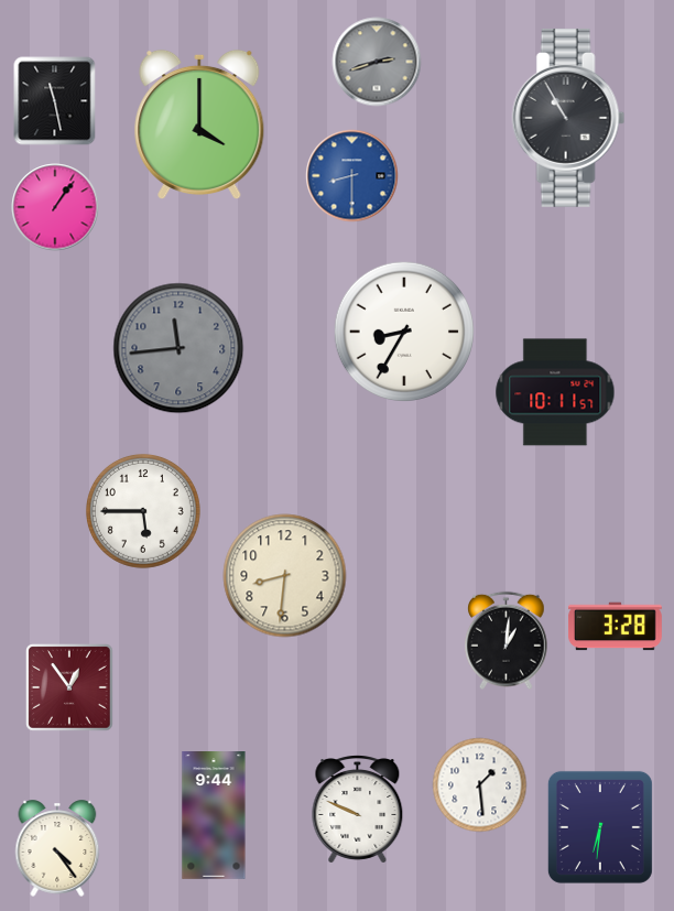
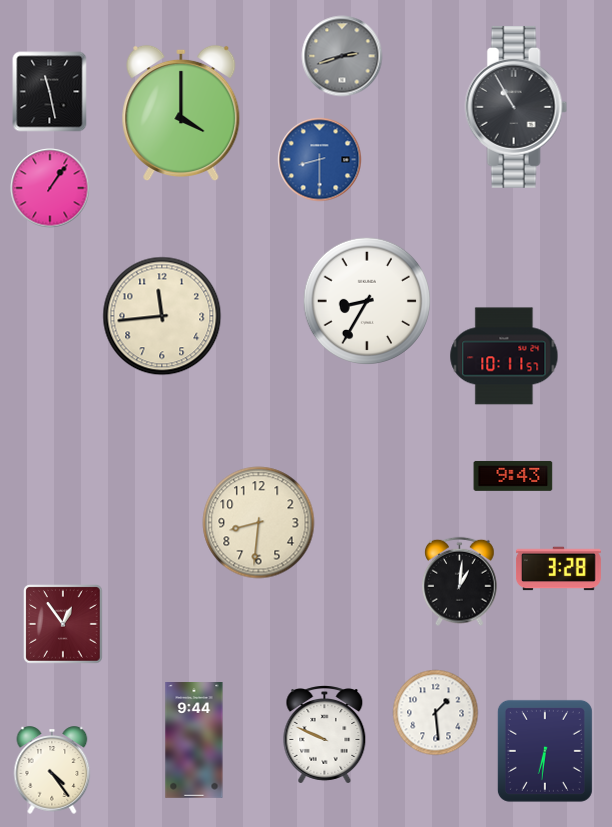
clock at (178, 348) dial: grey -> cream
clock at (143, 511): 5:45 -> none
clock at (513, 476): none -> 9:43
